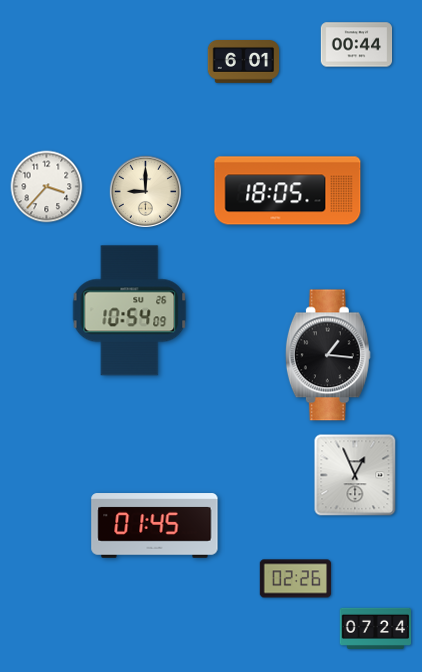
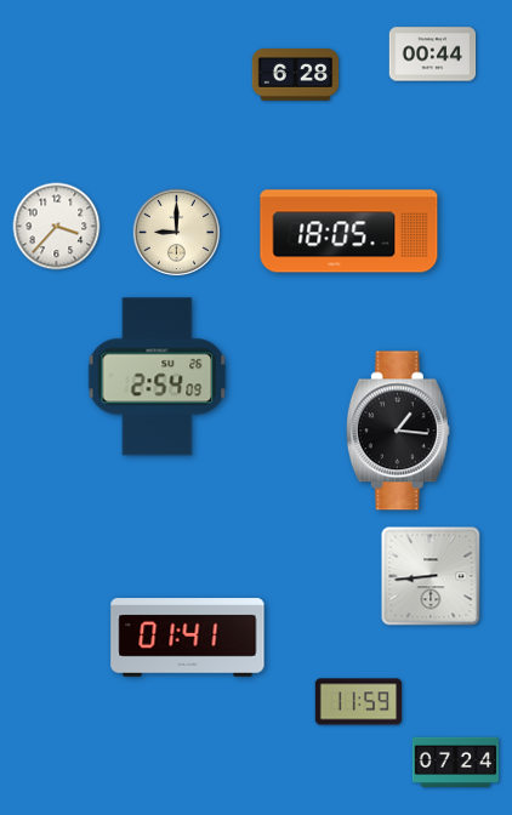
clock at (244, 62): 6:01 -> 6:28
clock at (130, 311): 10:54 -> 2:54
clock at (355, 475): 12:56 -> 8:44
clock at (155, 526): 01:45 -> 01:41
clock at (296, 579): 02:26 -> 11:59
